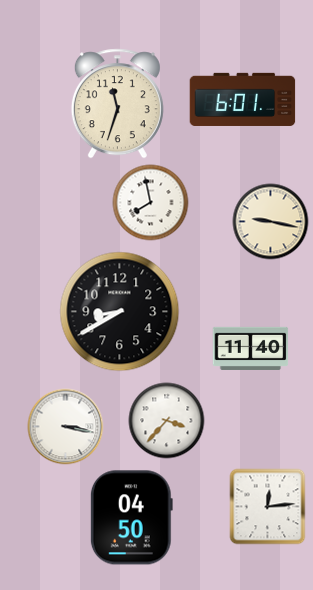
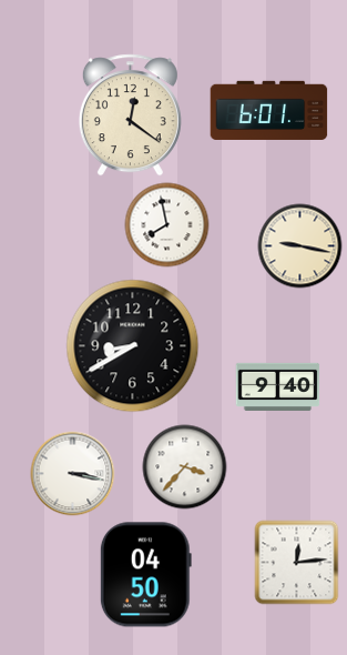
clock at (117, 104): 11:33 -> 12:21
clock at (251, 348): 11:40 -> 9:40
